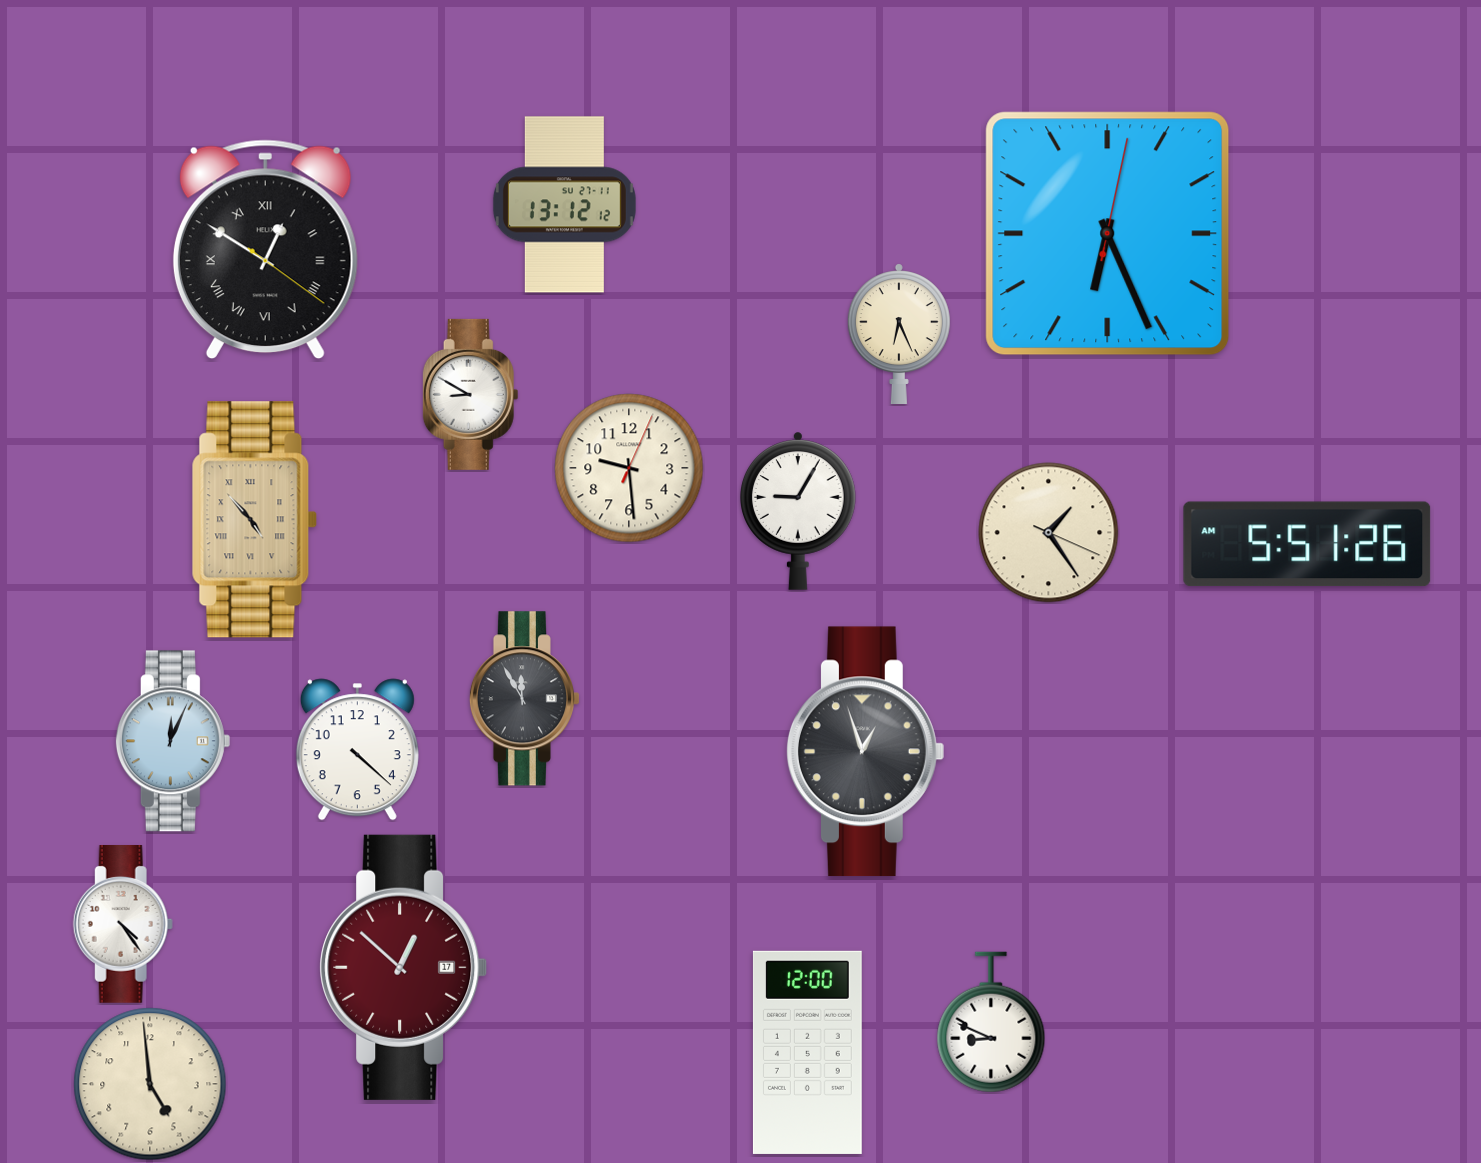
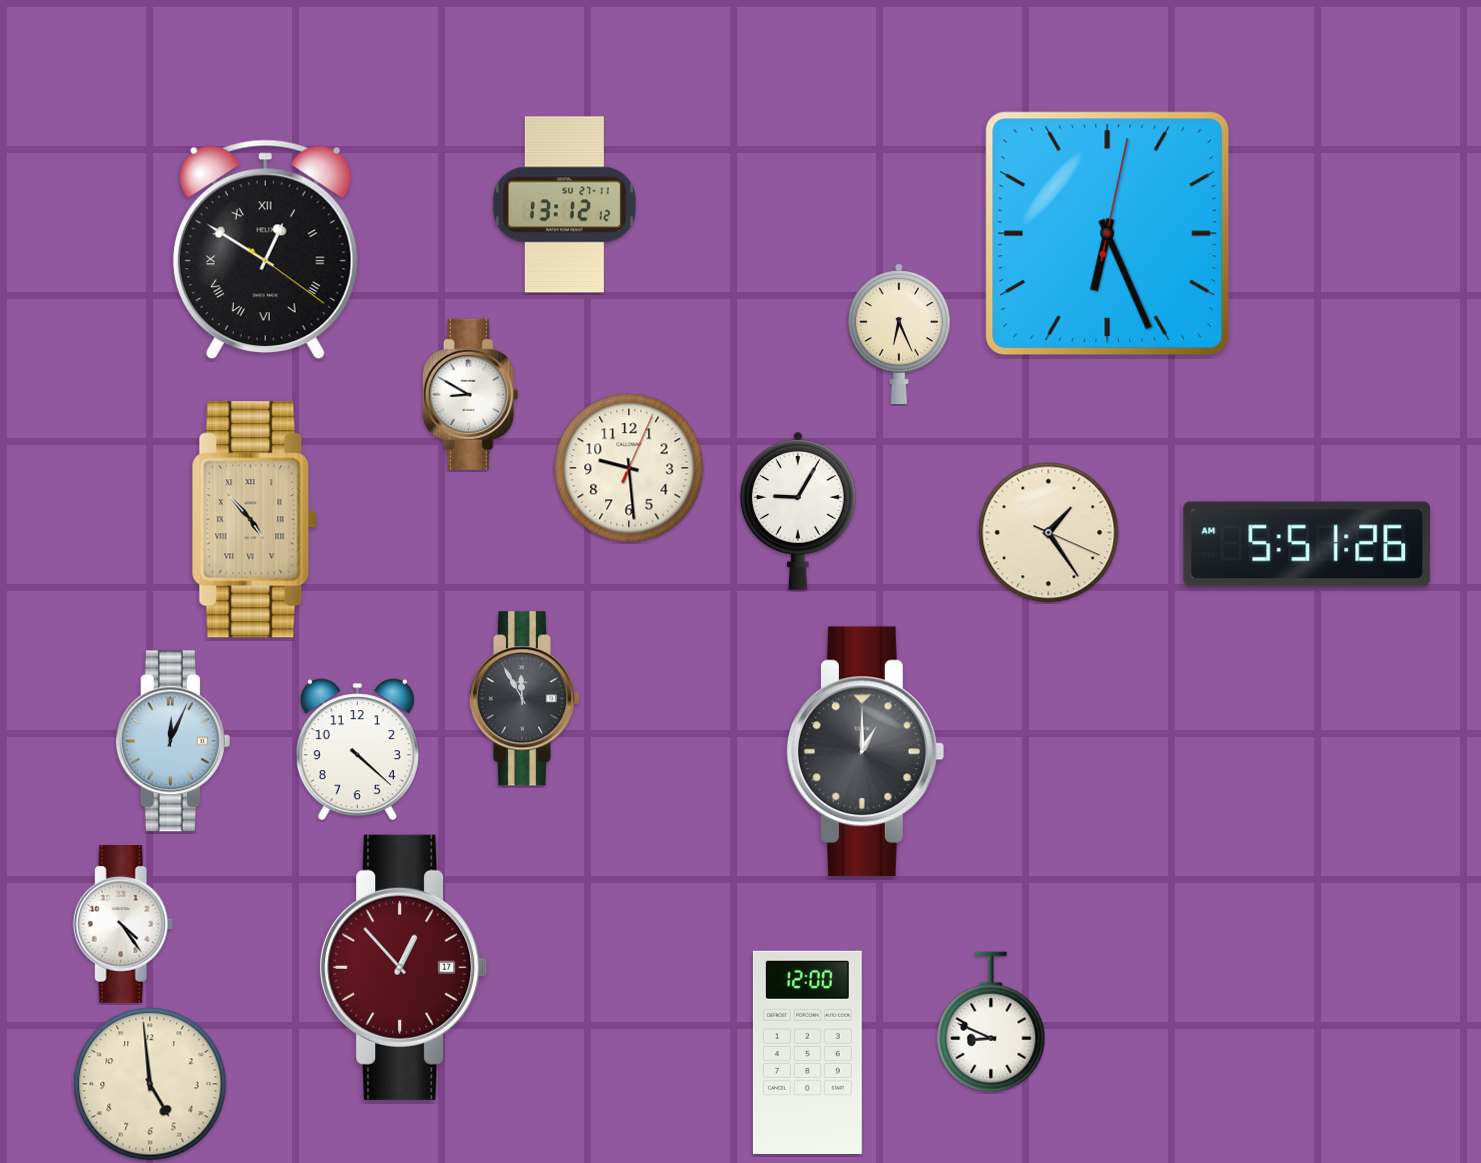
clock at (865, 752): 12:57 -> 1:00
clock at (404, 967): 12:52 -> 12:53
